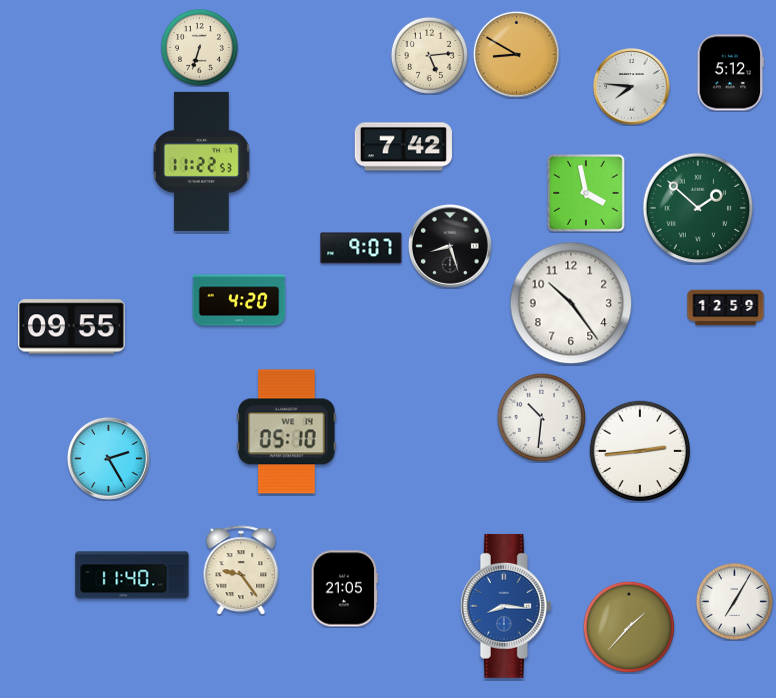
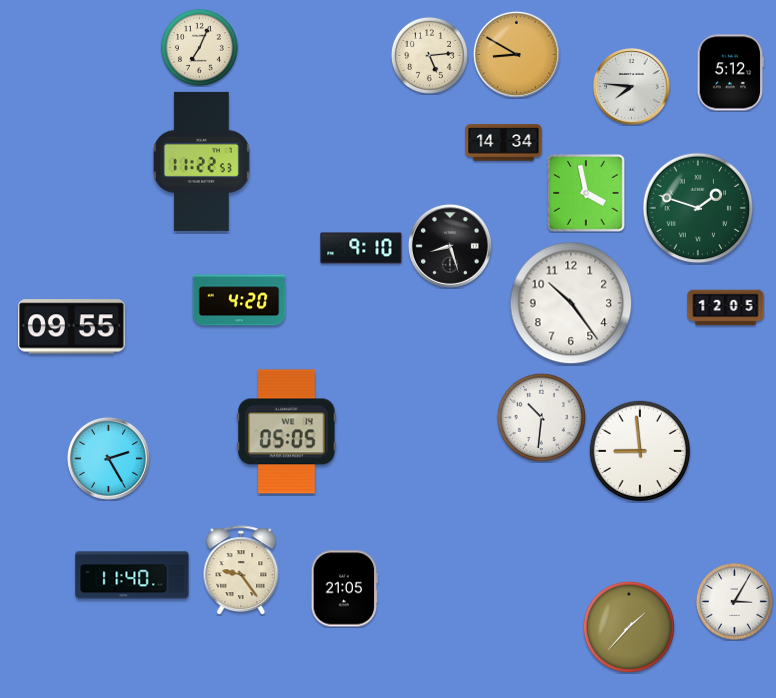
clock at (199, 47): 6:33 -> 7:04
clock at (504, 143): none -> 14:34
clock at (403, 147): 7:42 -> none
clock at (698, 208): 1:52 -> 1:48
clock at (361, 248): 9:07 -> 9:10
clock at (726, 308): 12:59 -> 12:05
clock at (287, 432): 05:10 -> 05:05
clock at (640, 451): 2:44 -> 8:59
clock at (734, 601): 7:05 -> 3:05
clock at (506, 606): 8:16 -> none
